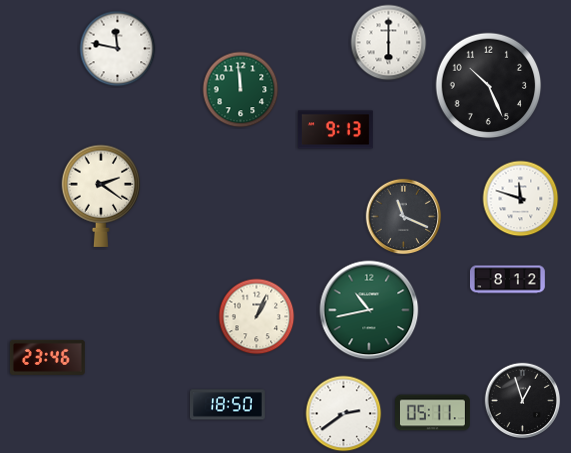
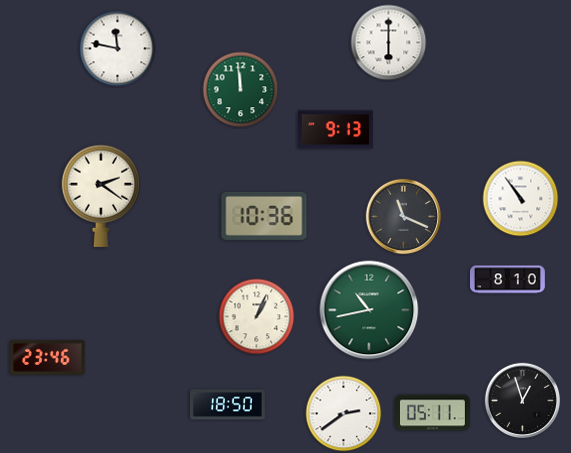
clock at (489, 86): 10:26 -> none
clock at (521, 199): 11:48 -> 10:54
clock at (264, 216): none -> 10:36
clock at (507, 280): 8:12 -> 8:10
